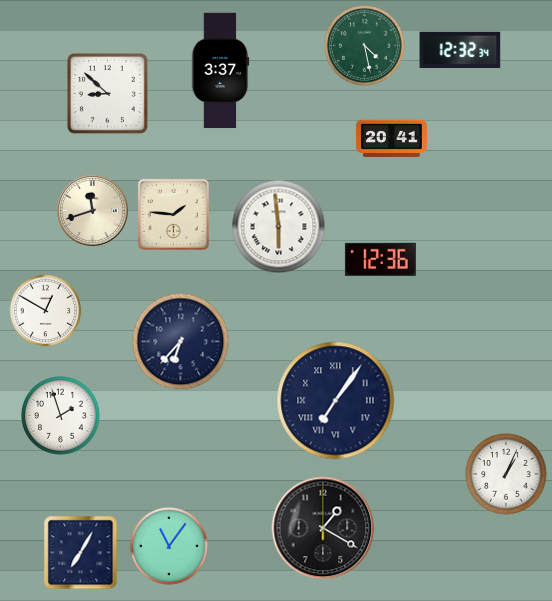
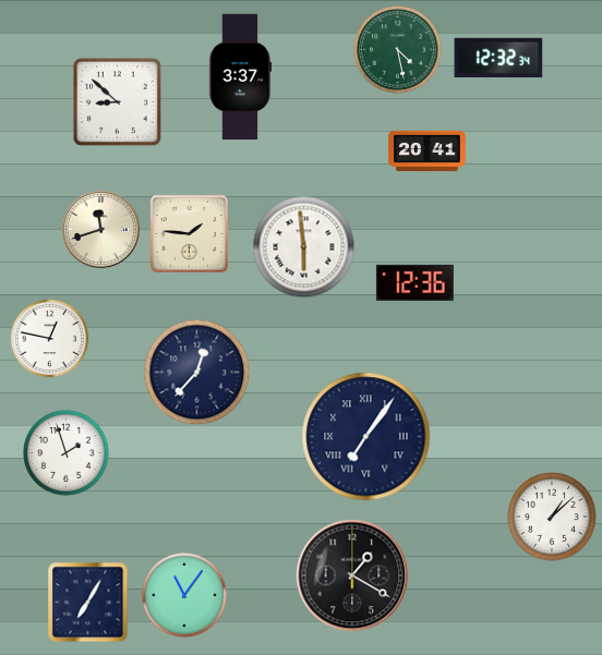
clock at (460, 50) position: (460, 50) -> (498, 58)
clock at (46, 311): 12:50 -> 12:47
clock at (181, 342): 6:37 -> 12:37
clock at (506, 474): 1:04 -> 1:08
